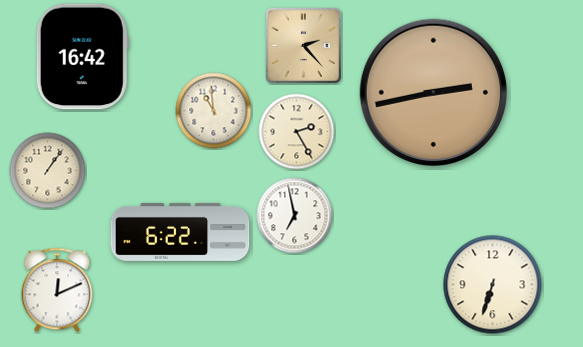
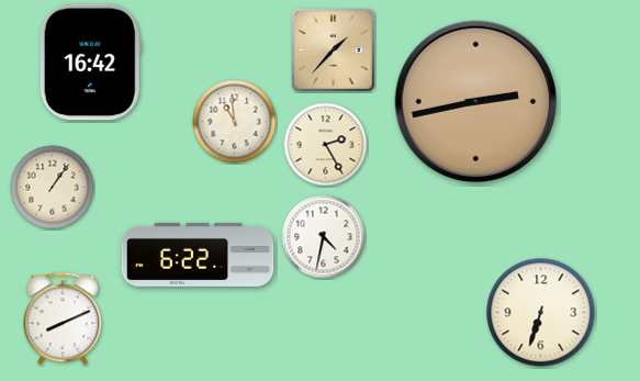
clock at (303, 45): 2:23 -> 1:37
clock at (295, 216): 6:58 -> 4:32
clock at (57, 290): 12:11 -> 8:11
